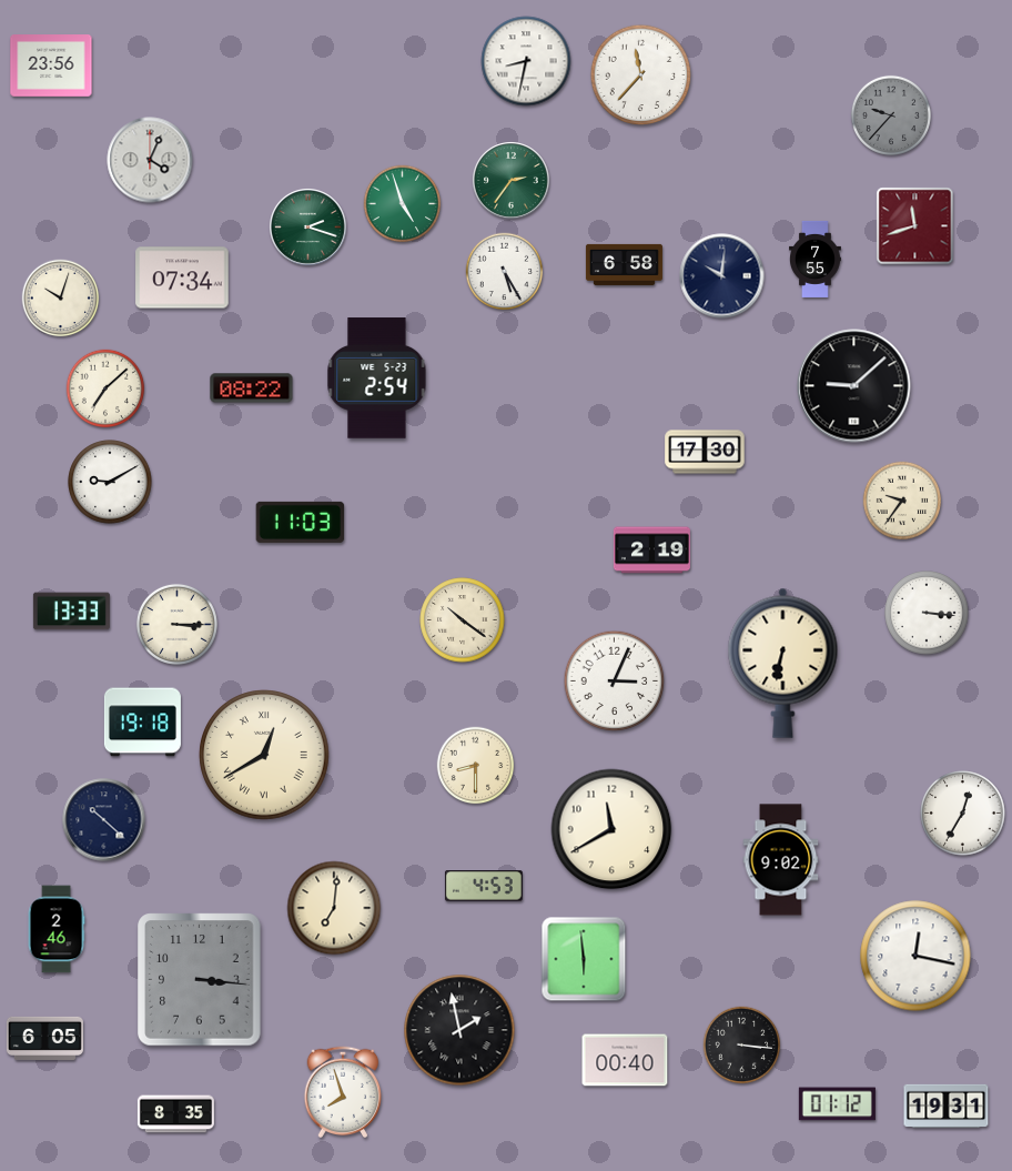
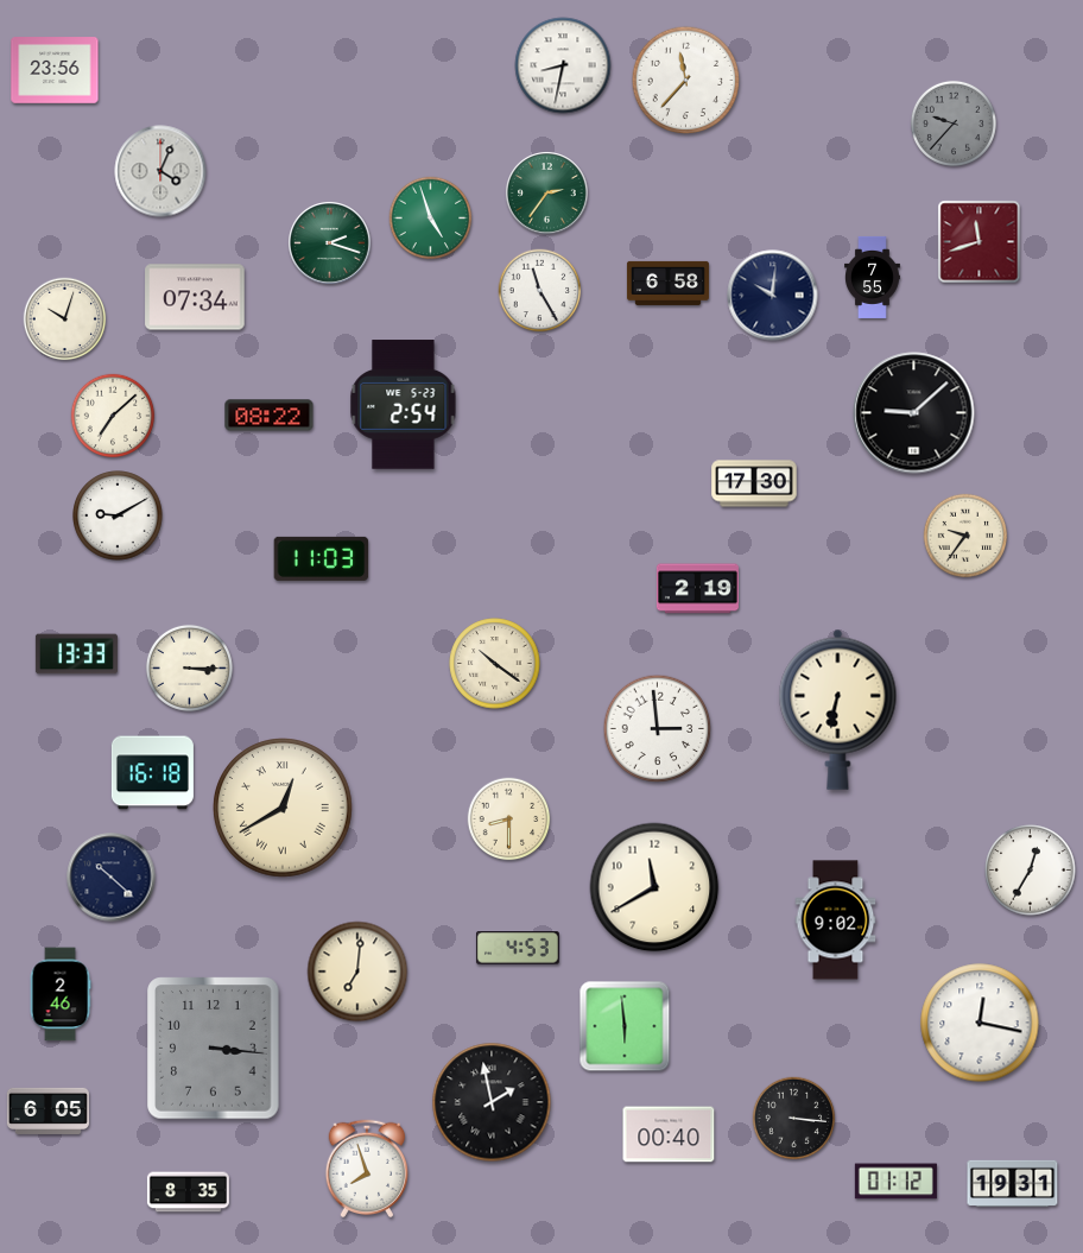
clock at (505, 272): 5:25 -> 11:25
clock at (927, 613): 3:16 -> none
clock at (615, 682): 3:04 -> 2:59
clock at (142, 723): 19:18 -> 16:18
